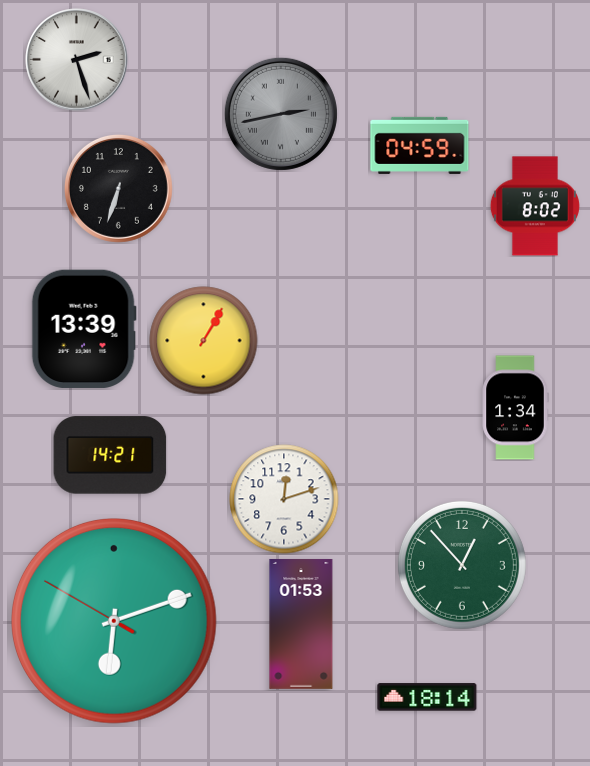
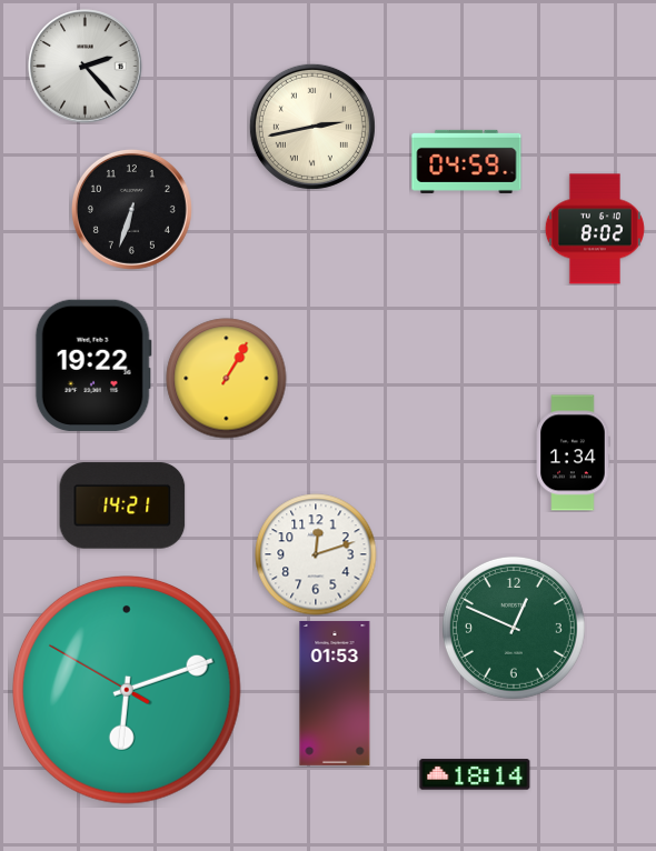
clock at (77, 60): 2:27 -> 2:23
clock at (281, 114) dial: grey -> cream
clock at (84, 328): 13:39 -> 19:22
clock at (462, 565): 12:53 -> 12:49
